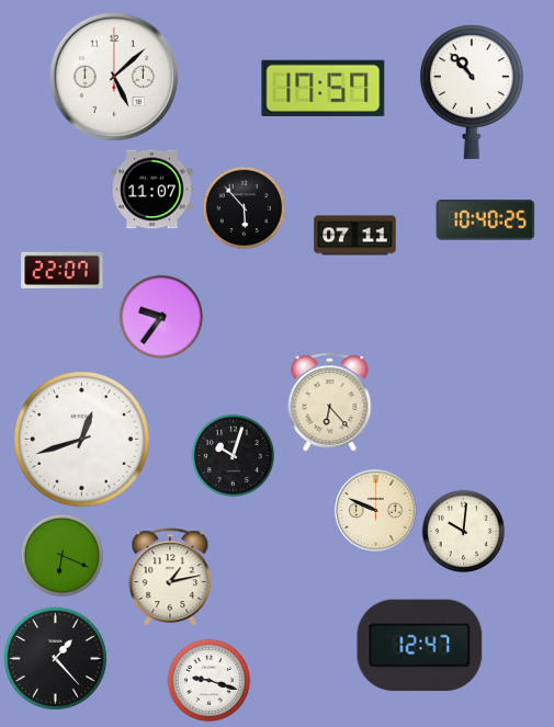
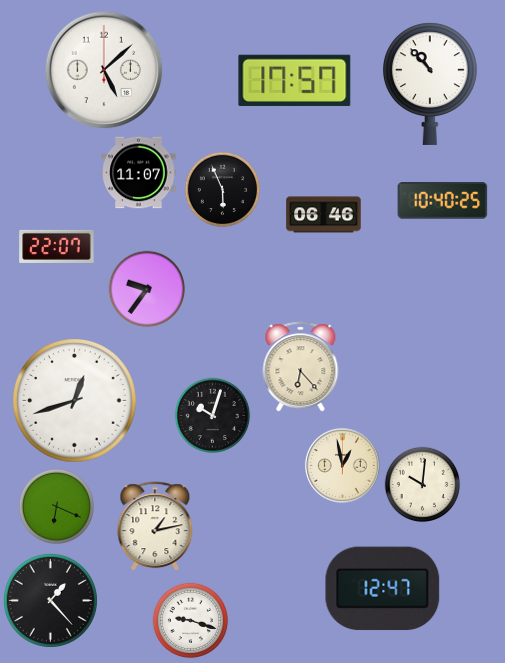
clock at (245, 208): 5:53 -> 5:56
clock at (355, 236): 07:11 -> 06:46
clock at (375, 510): 9:49 -> 12:58
